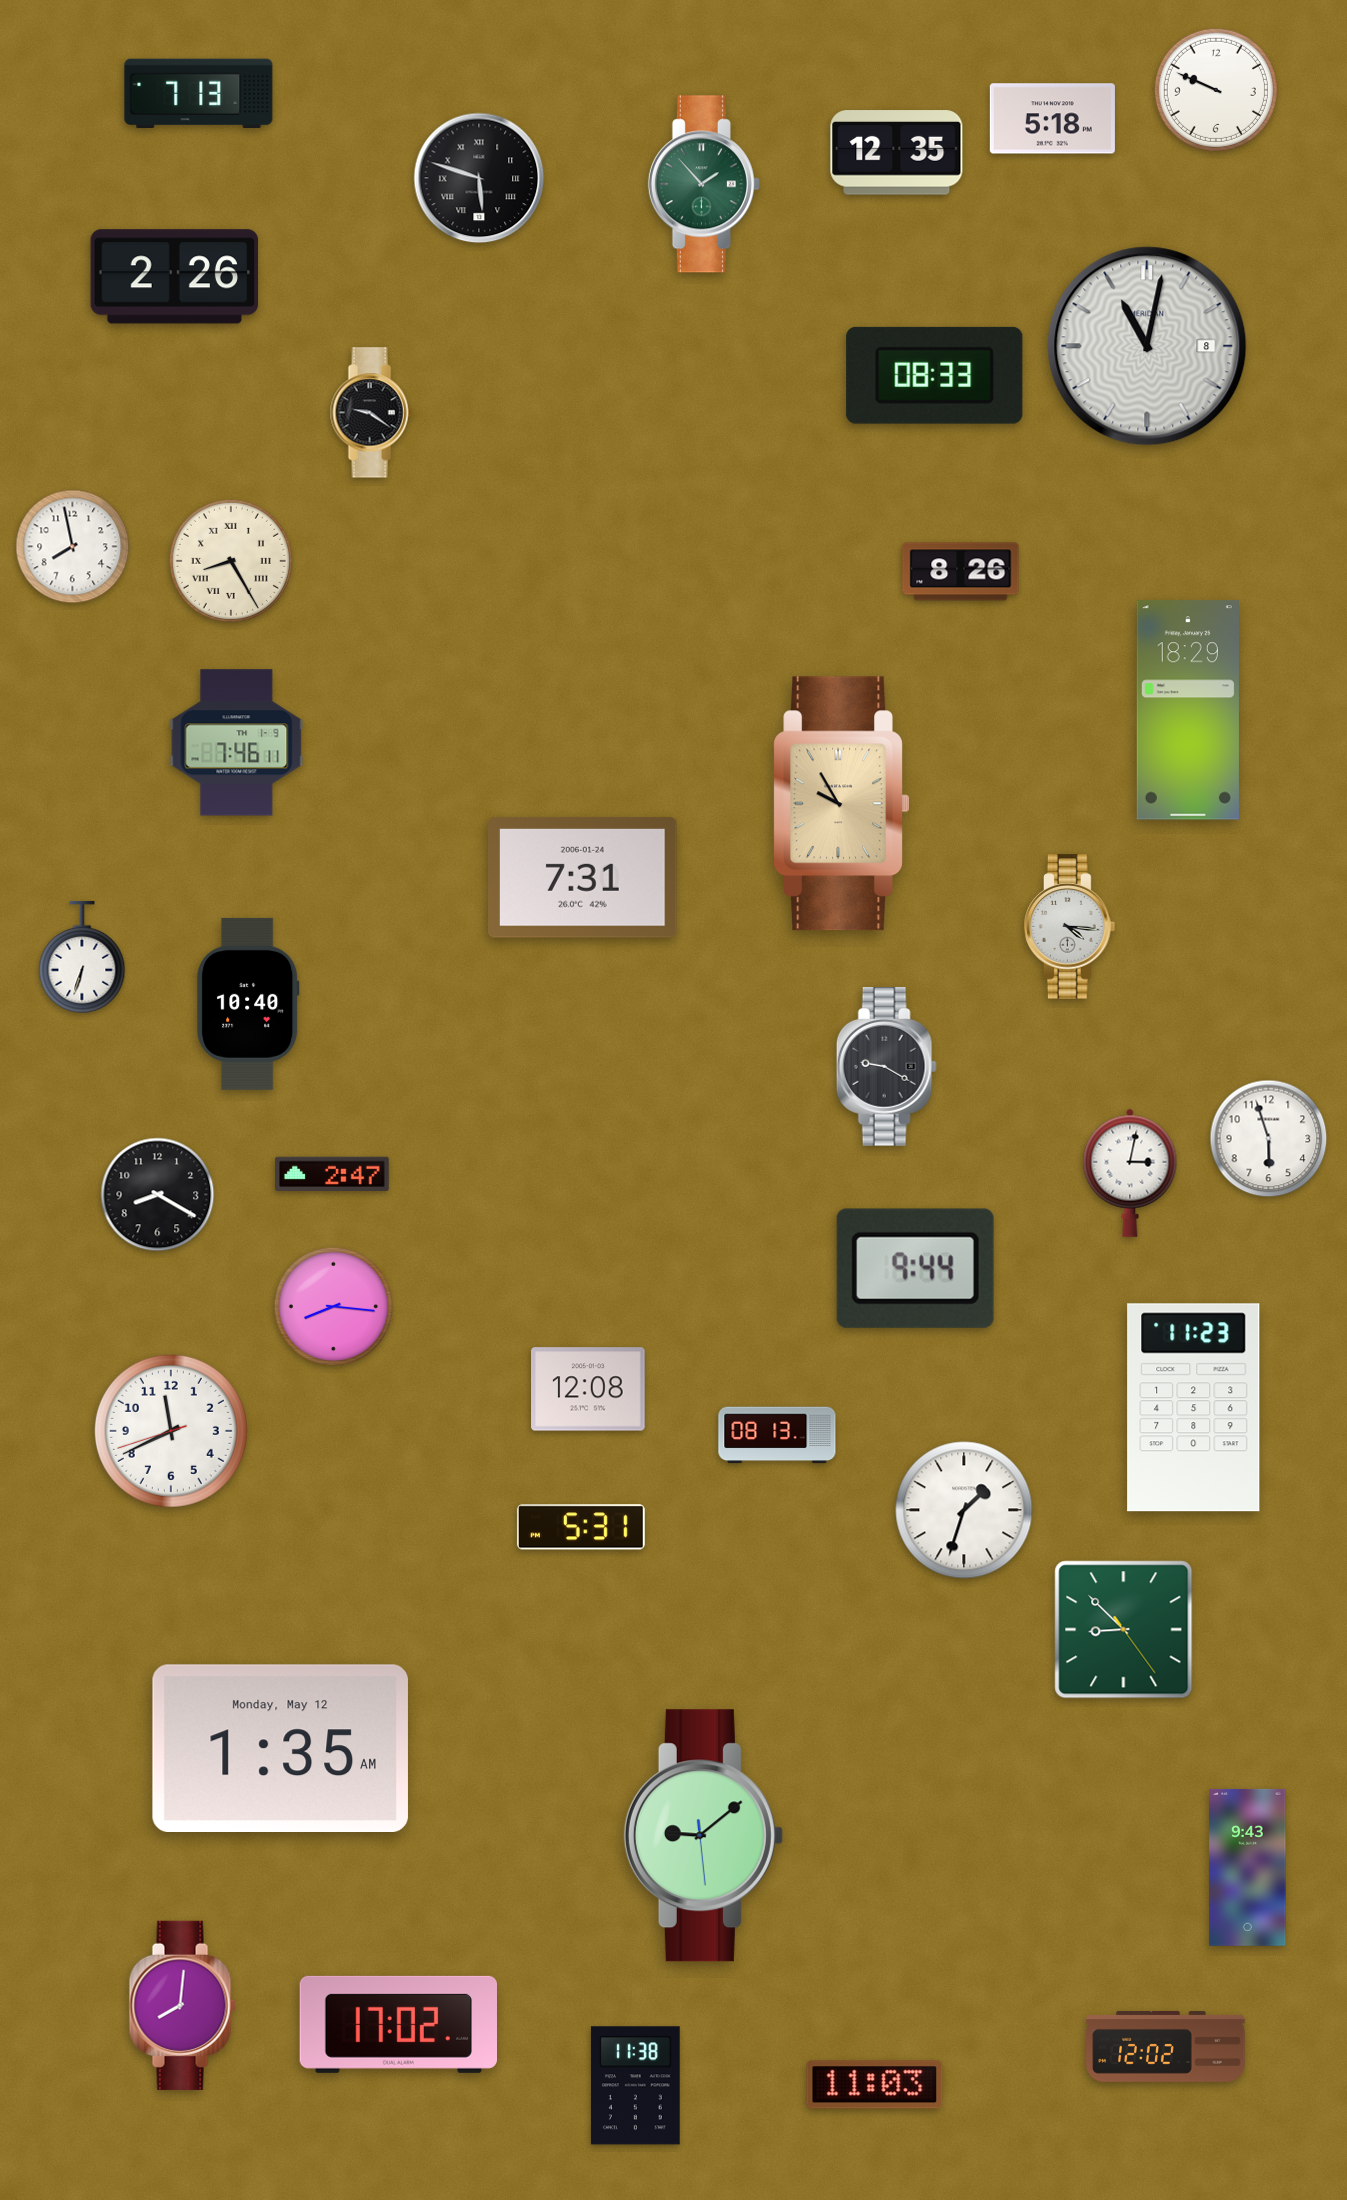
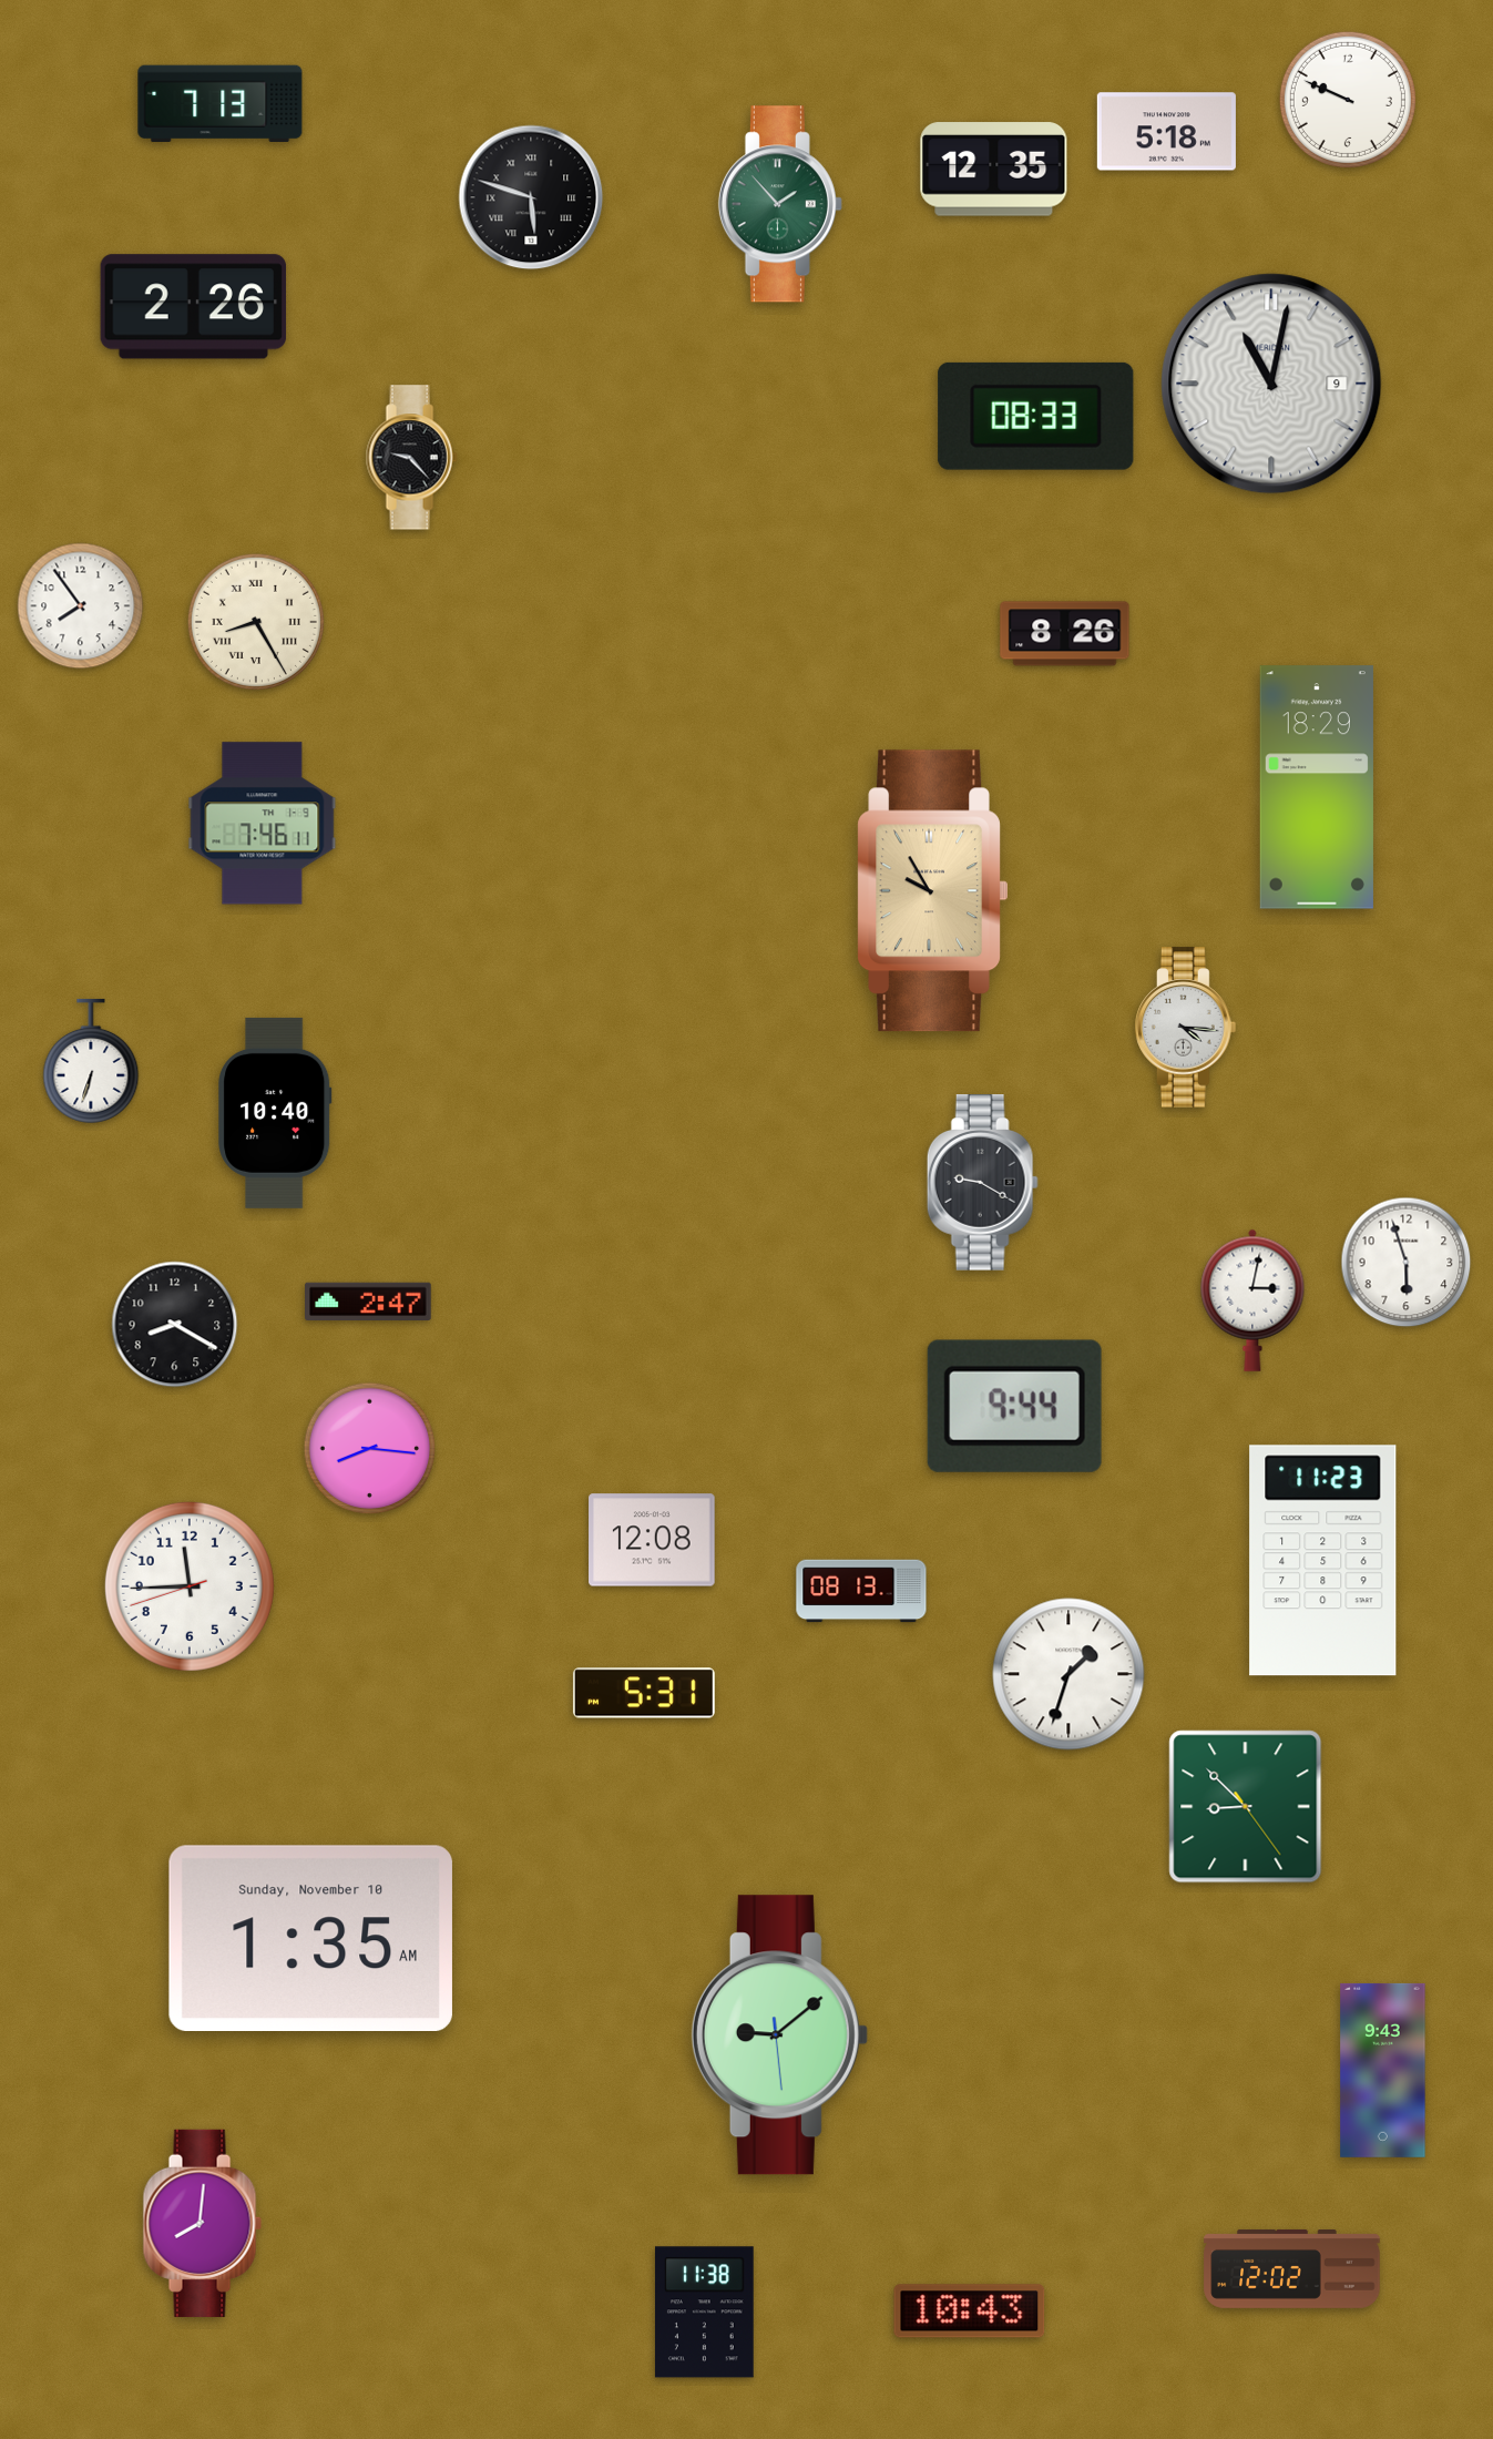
clock at (1147, 346) date: 8 -> 9
clock at (371, 413): 9:21 -> 9:23
clock at (73, 547): 7:58 -> 7:54
clock at (583, 878): 7:31 -> none
clock at (171, 1431): 11:40 -> 11:44
clock at (280, 1748) date: Monday, May 12 -> Sunday, November 10
clock at (399, 2024): 17:02 -> none
clock at (875, 2085): 11:03 -> 10:43
